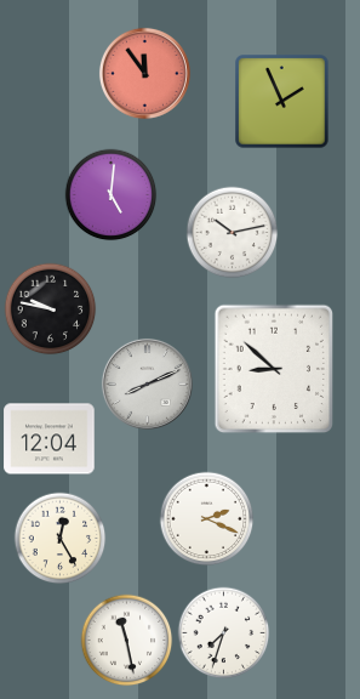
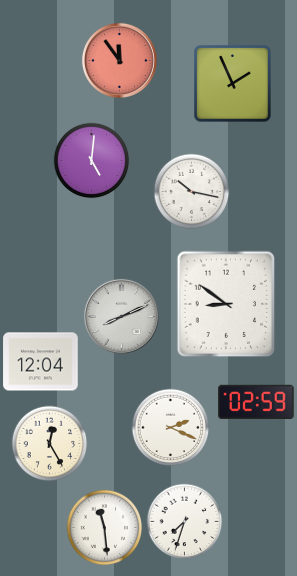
clock at (233, 233): 10:13 -> 10:17
clock at (51, 309): 9:47 -> none
clock at (274, 369): 8:52 -> 8:51
clock at (256, 402): none -> 02:59
clock at (127, 641): 11:28 -> 11:29
